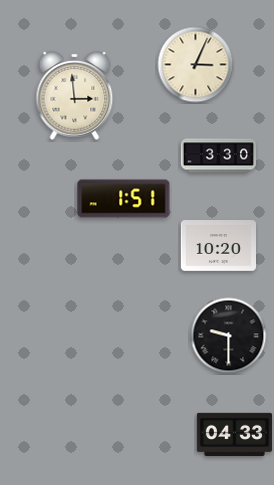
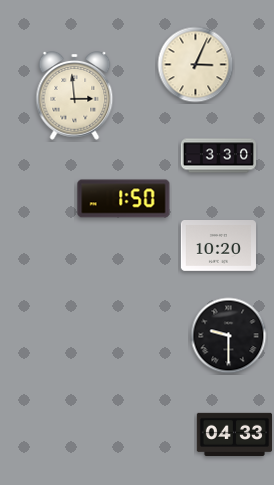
clock at (124, 199): 1:51 -> 1:50
